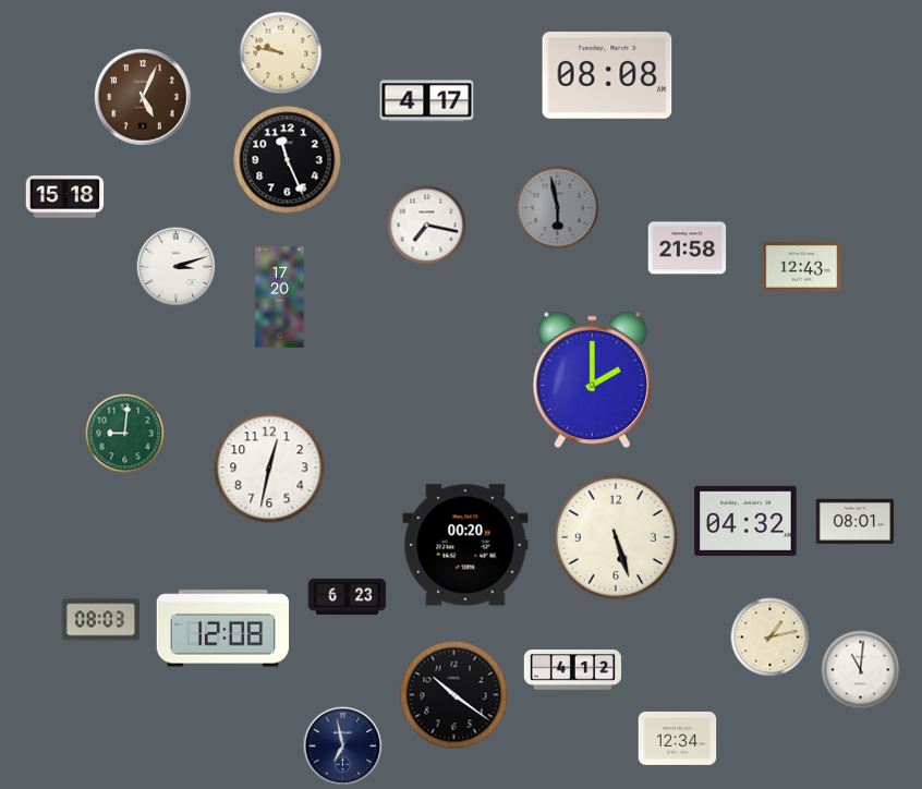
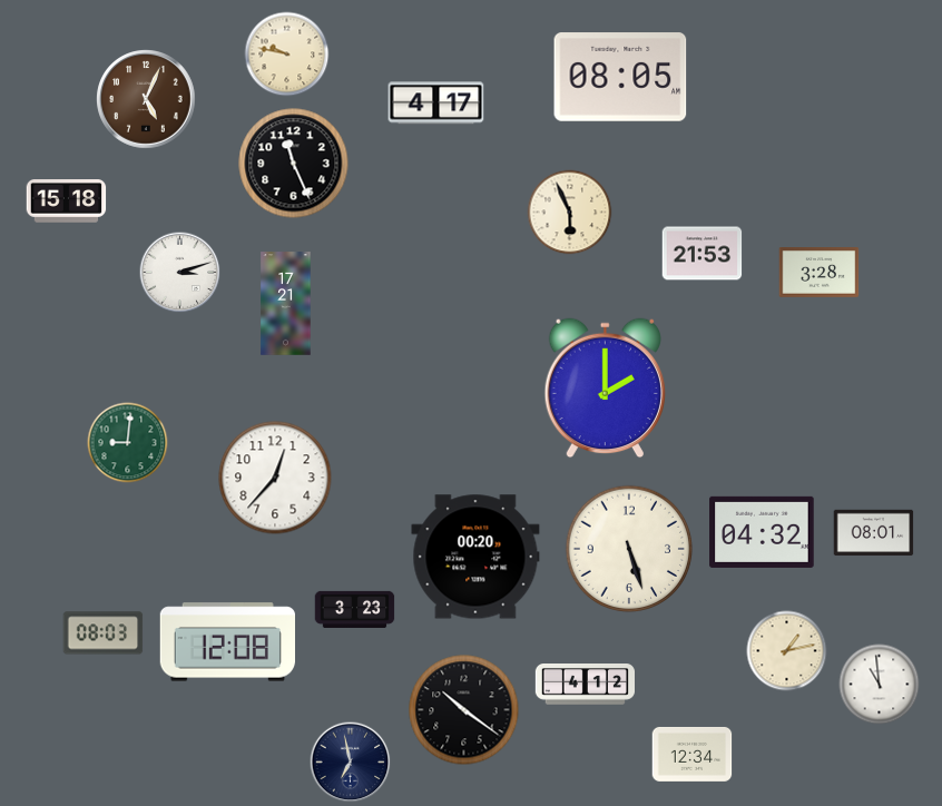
clock at (607, 75): 08:08 -> 08:05
clock at (558, 208): 5:58 -> 5:56
clock at (558, 208) dial: grey -> cream
clock at (427, 226): 7:17 -> none
clock at (688, 248): 21:58 -> 21:53
clock at (802, 267): 12:43 -> 3:28
clock at (280, 298): 17:20 -> 17:21
clock at (269, 468): 12:32 -> 12:37
clock at (348, 596): 6:23 -> 3:23
clock at (861, 670): 11:01 -> 10:59
